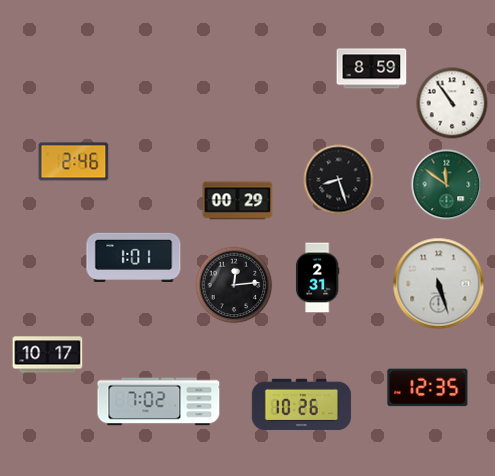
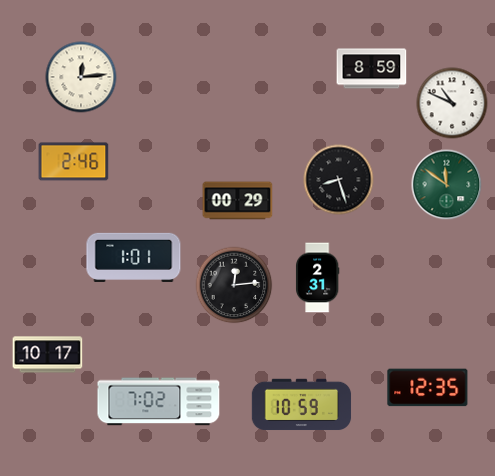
clock at (81, 77): none -> 12:14
clock at (452, 103): 10:54 -> 10:49
clock at (439, 284): 5:27 -> none
clock at (302, 405): 10:26 -> 10:59
